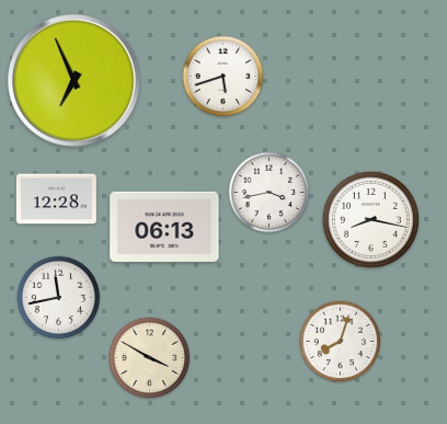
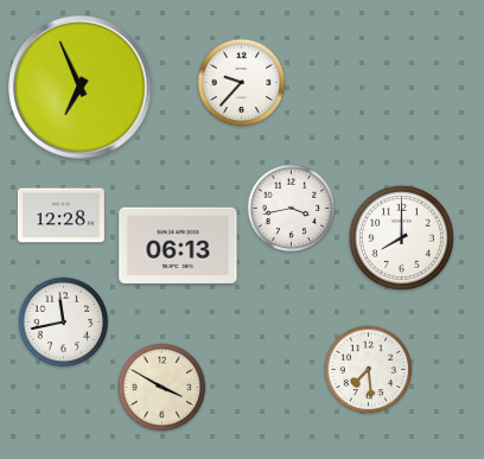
clock at (224, 77): 5:42 -> 9:37
clock at (370, 219): 8:17 -> 8:00
clock at (341, 342): 8:03 -> 7:29
